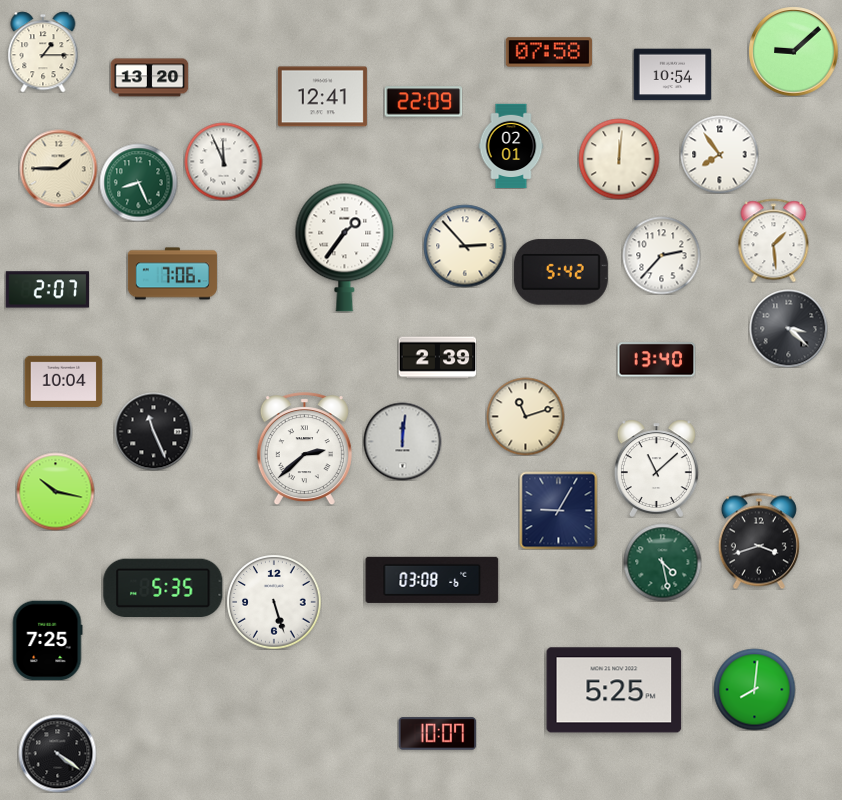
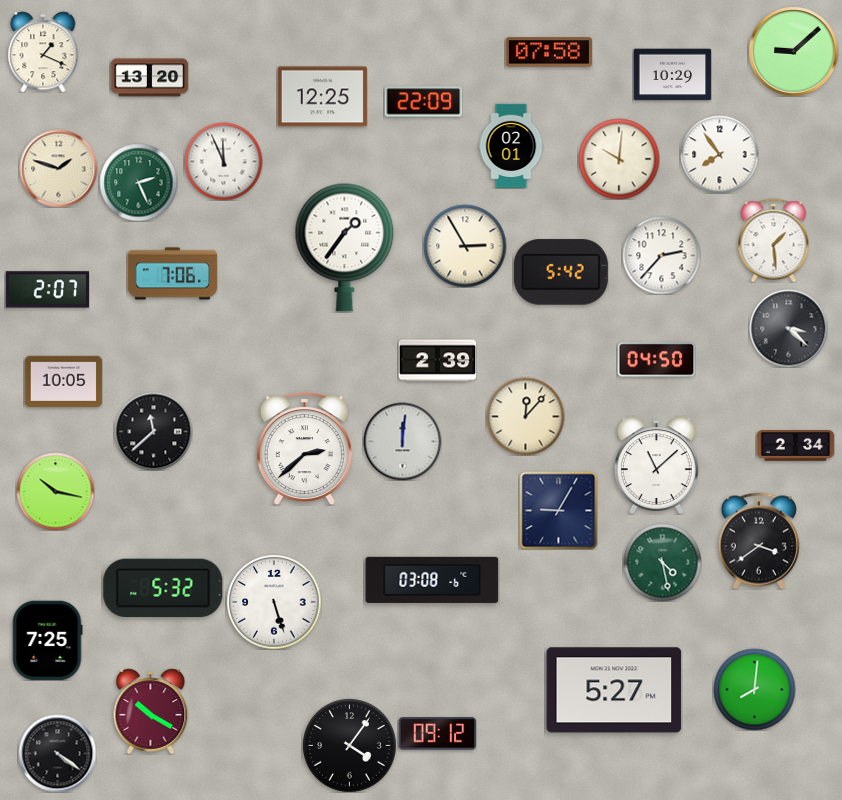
clock at (43, 52): 1:15 -> 1:19
clock at (672, 75): 10:54 -> 10:29
clock at (322, 97): 12:41 -> 12:25
clock at (619, 159): 12:01 -> 10:01
clock at (58, 168): 1:45 -> 1:48
clock at (138, 182): 8:26 -> 2:26
clock at (465, 246): 2:53 -> 2:55
clock at (437, 358) position: (437, 358) -> (437, 361)
clock at (656, 360): 13:40 -> 04:50
clock at (63, 381): 10:04 -> 10:05
clock at (525, 416): 11:12 -> 12:07
clock at (153, 431): 11:26 -> 11:38
clock at (795, 446): none -> 2:34
clock at (656, 468) position: (656, 468) -> (656, 465)
clock at (759, 541): 3:42 -> 3:39
clock at (163, 587): 5:35 -> 5:32
clock at (614, 690): 5:25 -> 5:27
clock at (151, 711): none -> 10:20
clock at (437, 734): 10:07 -> 09:12
clock at (349, 745): none -> 4:06
